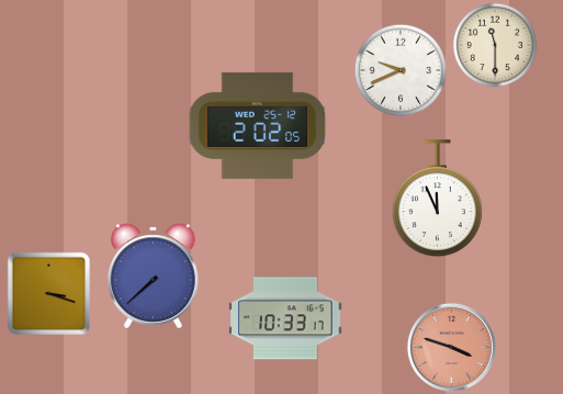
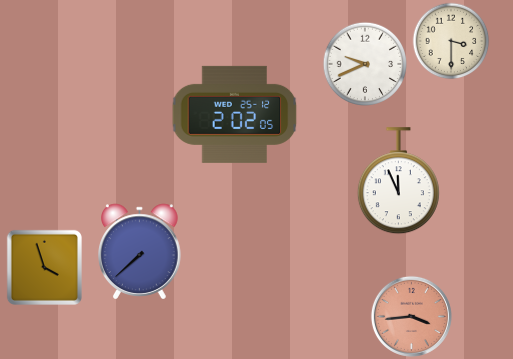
clock at (495, 45): 11:30 -> 3:30
clock at (48, 293): 3:18 -> 3:57
clock at (285, 318): 10:33 -> none
clock at (451, 347): 3:48 -> 3:44
